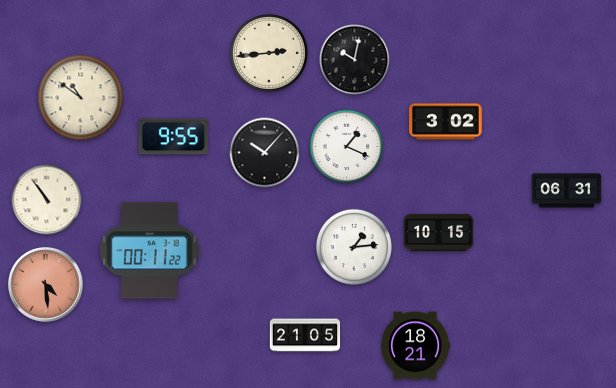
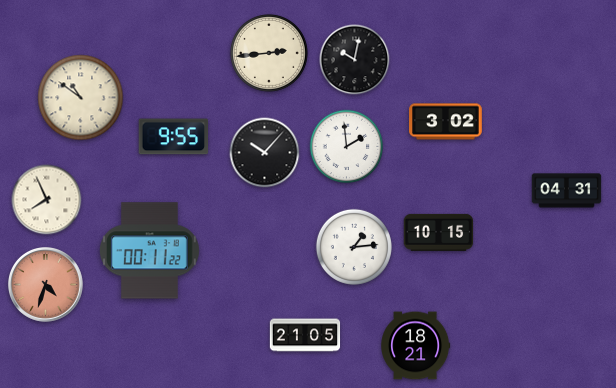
clock at (347, 147): 1:19 -> 1:59
clock at (567, 191): 06:31 -> 04:31
clock at (47, 200): 10:54 -> 7:56
clock at (46, 285): 4:29 -> 4:33
